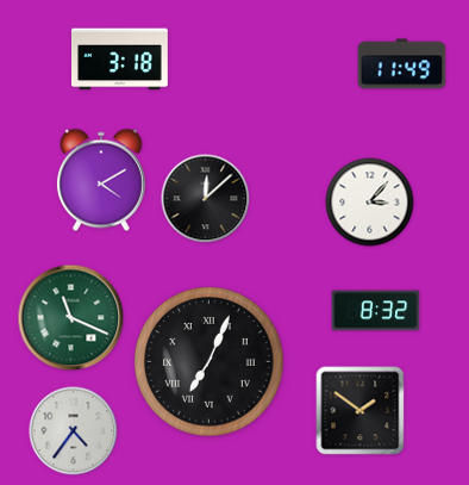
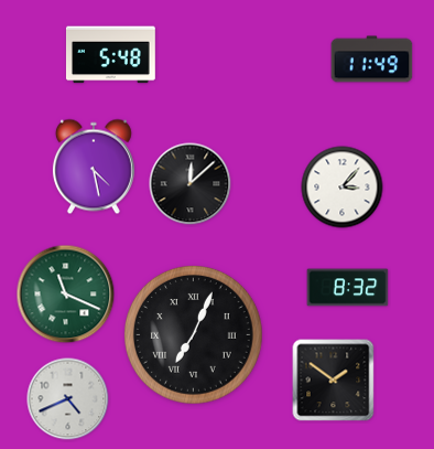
clock at (119, 60): 3:18 -> 5:48
clock at (101, 180): 4:10 -> 4:28
clock at (74, 431): 4:36 -> 4:41
